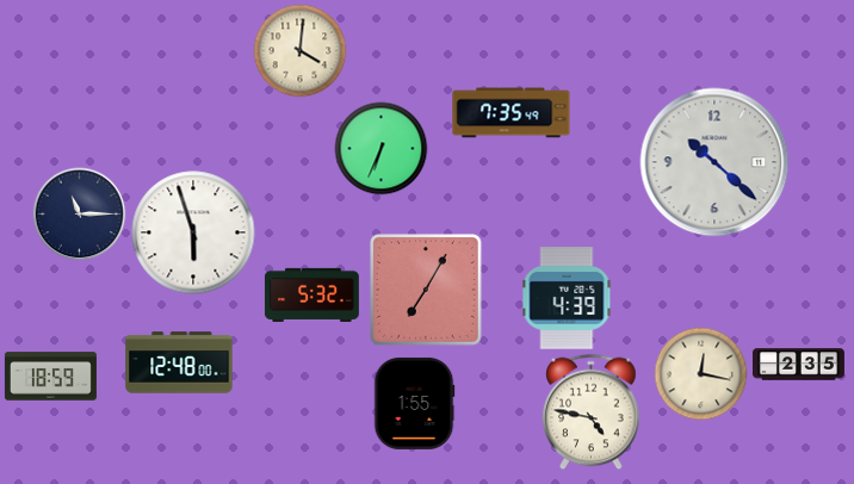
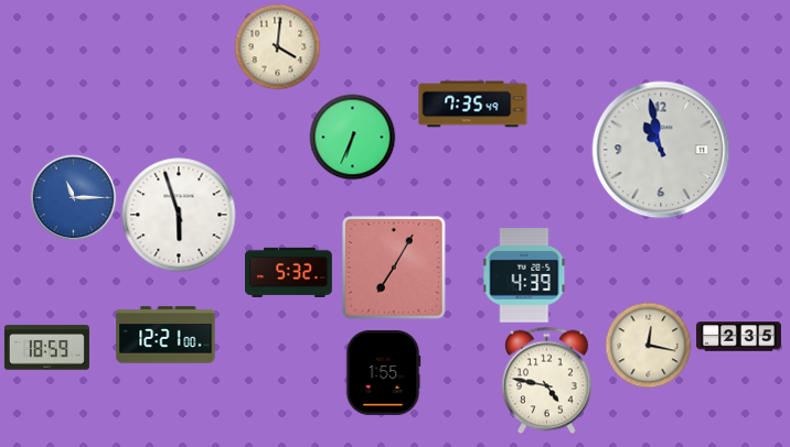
clock at (714, 162): 10:22 -> 10:58
clock at (79, 213) dial: navy -> blue
clock at (179, 362): 12:48 -> 12:21
